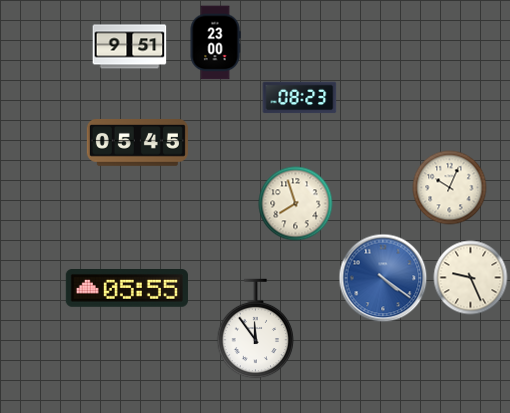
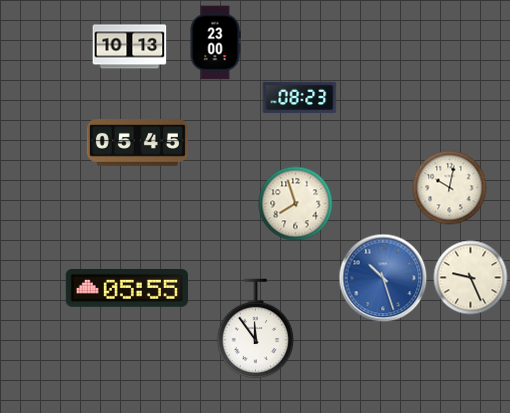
clock at (130, 47): 9:51 -> 10:13
clock at (450, 188): 10:04 -> 10:02
clock at (383, 278): 4:21 -> 10:27
